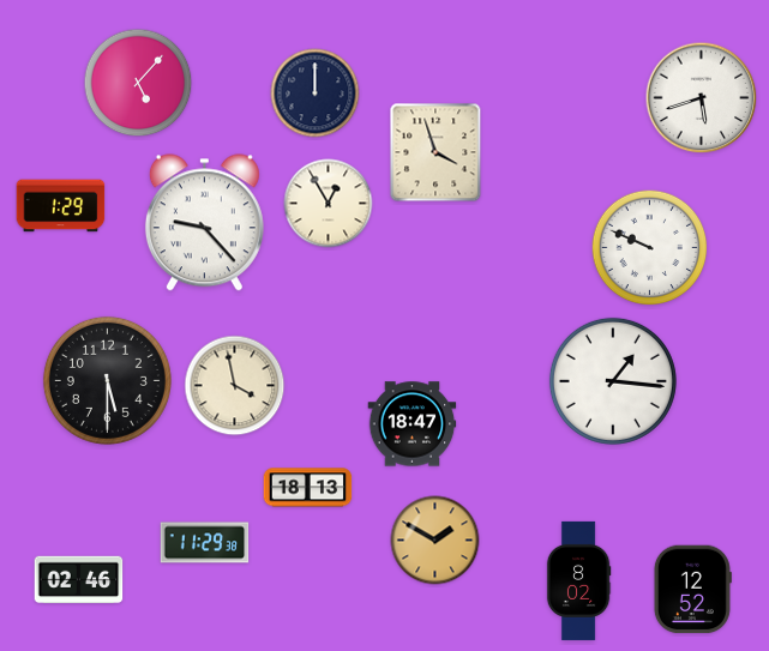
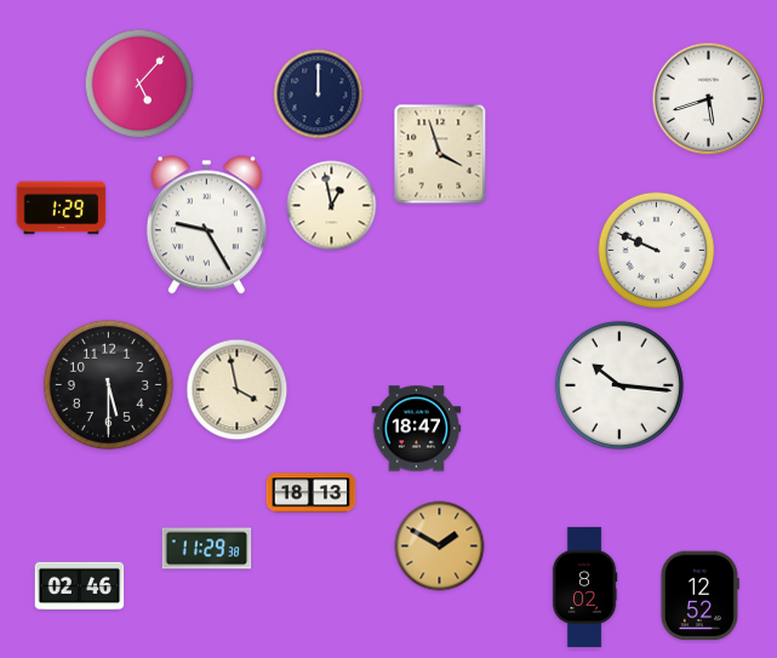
clock at (329, 204): 12:55 -> 12:58
clock at (204, 223): 9:23 -> 9:25
clock at (613, 381): 1:16 -> 10:16
